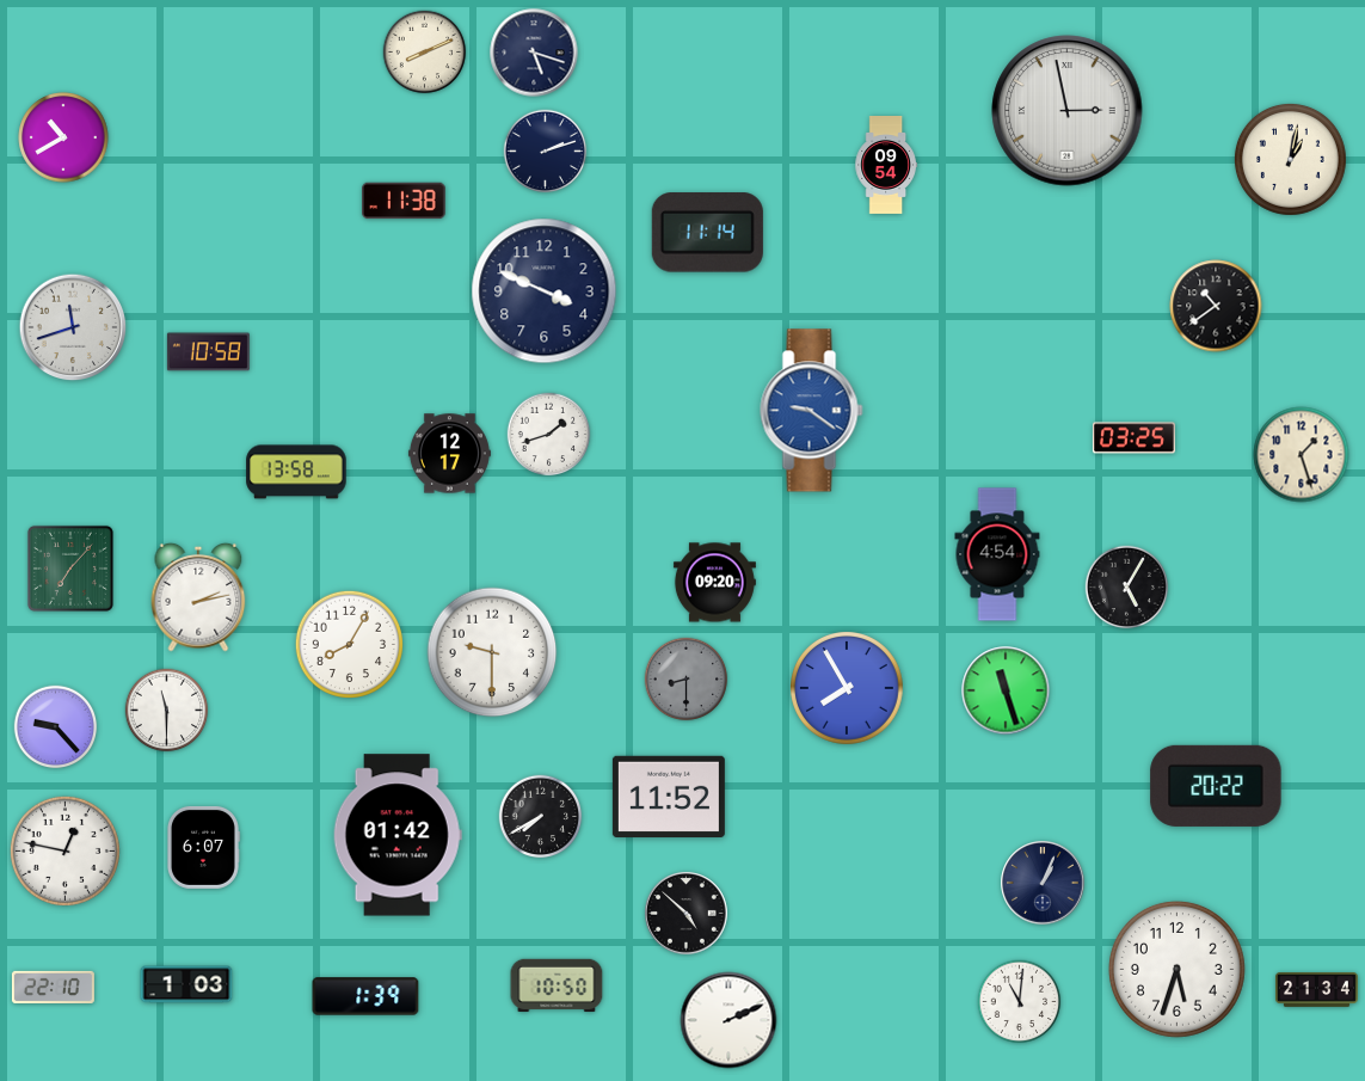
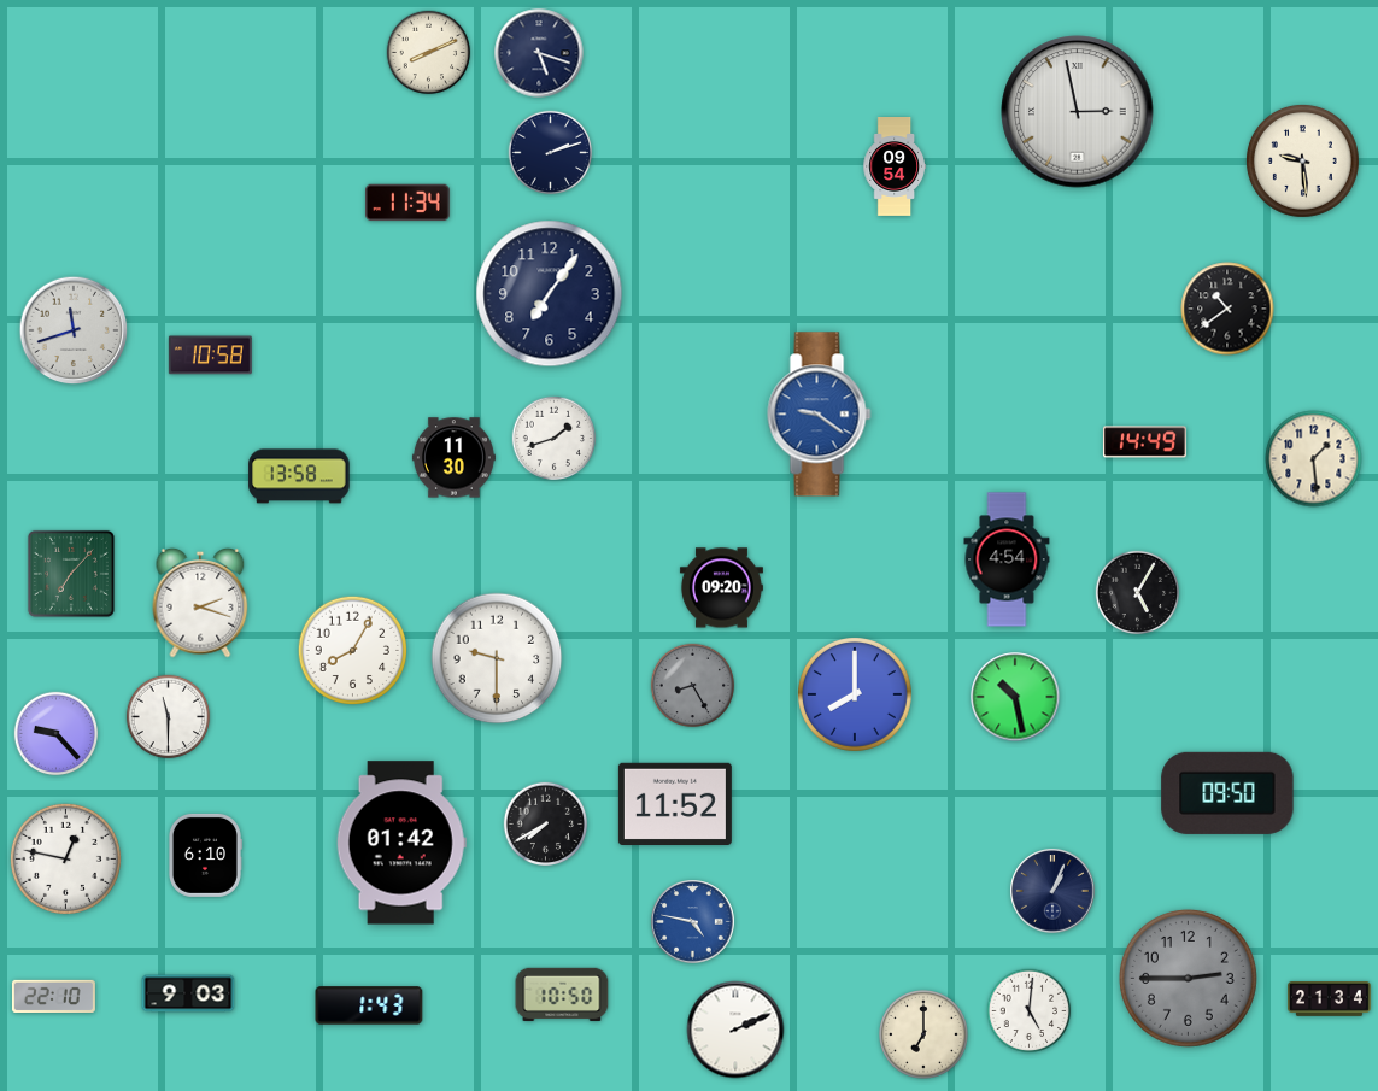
clock at (63, 137): 10:40 -> none
clock at (1290, 159): 1:02 -> 9:29
clock at (405, 201): 11:38 -> 11:34
clock at (707, 233): 11:14 -> none
clock at (545, 291): 3:49 -> 7:06
clock at (1133, 438): 03:25 -> 14:49
clock at (449, 454): 12:17 -> 11:30
clock at (1302, 455): 1:27 -> 1:29
clock at (198, 597): 2:13 -> 2:18
clock at (687, 680): 8:30 -> 8:25
clock at (848, 689): 7:55 -> 8:00
clock at (1006, 690): 11:27 -> 10:28
clock at (1216, 786): 20:22 -> 09:50
clock at (203, 847): 6:07 -> 6:10
clock at (687, 914): 4:52 -> 4:47
clock at (687, 914) dial: black -> blue
clock at (1176, 969): 5:33 -> 2:45
clock at (1176, 969) dial: white -> grey
clock at (186, 984): 1:03 -> 9:03
clock at (365, 996): 1:39 -> 1:43
clock at (1020, 1002): 11:01 -> 5:01
clock at (925, 1036): none -> 7:00
